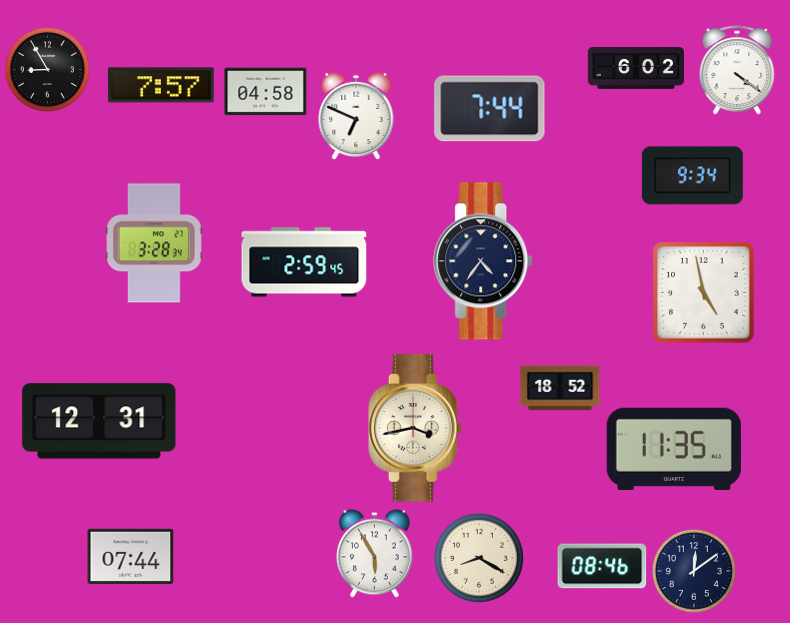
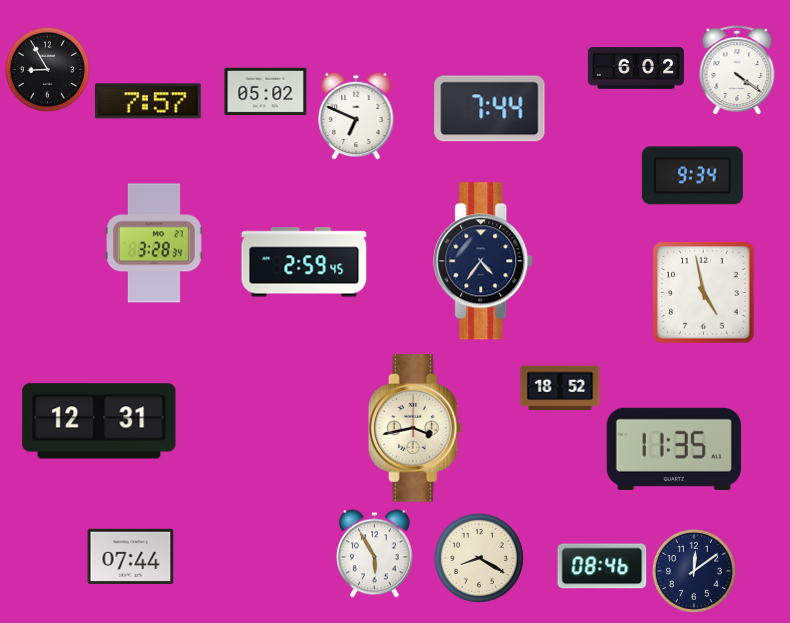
clock at (161, 85) position: (161, 85) -> (148, 101)
clock at (266, 92): 04:58 -> 05:02
